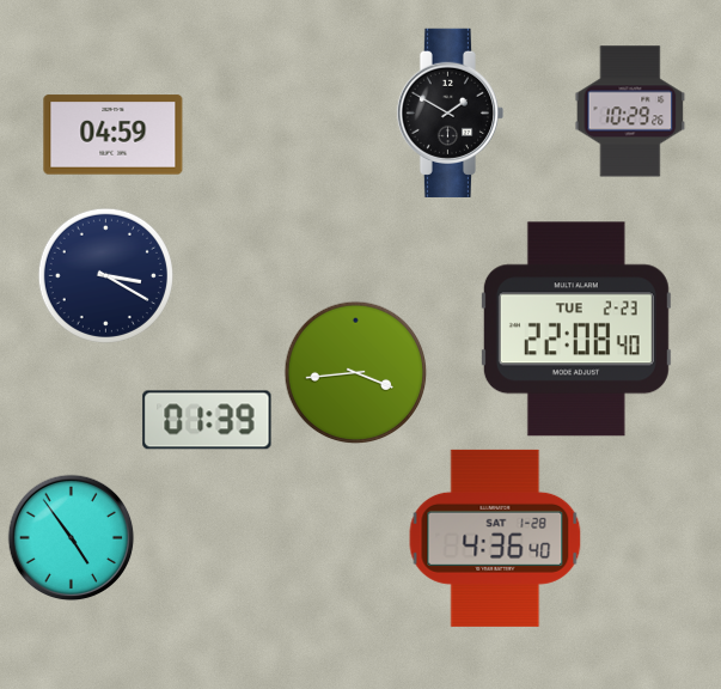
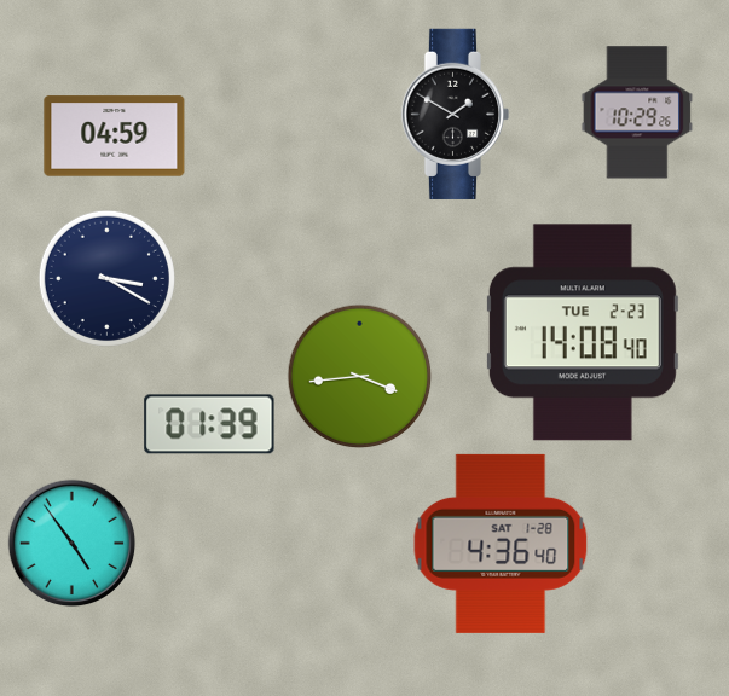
clock at (576, 329): 22:08 -> 14:08
